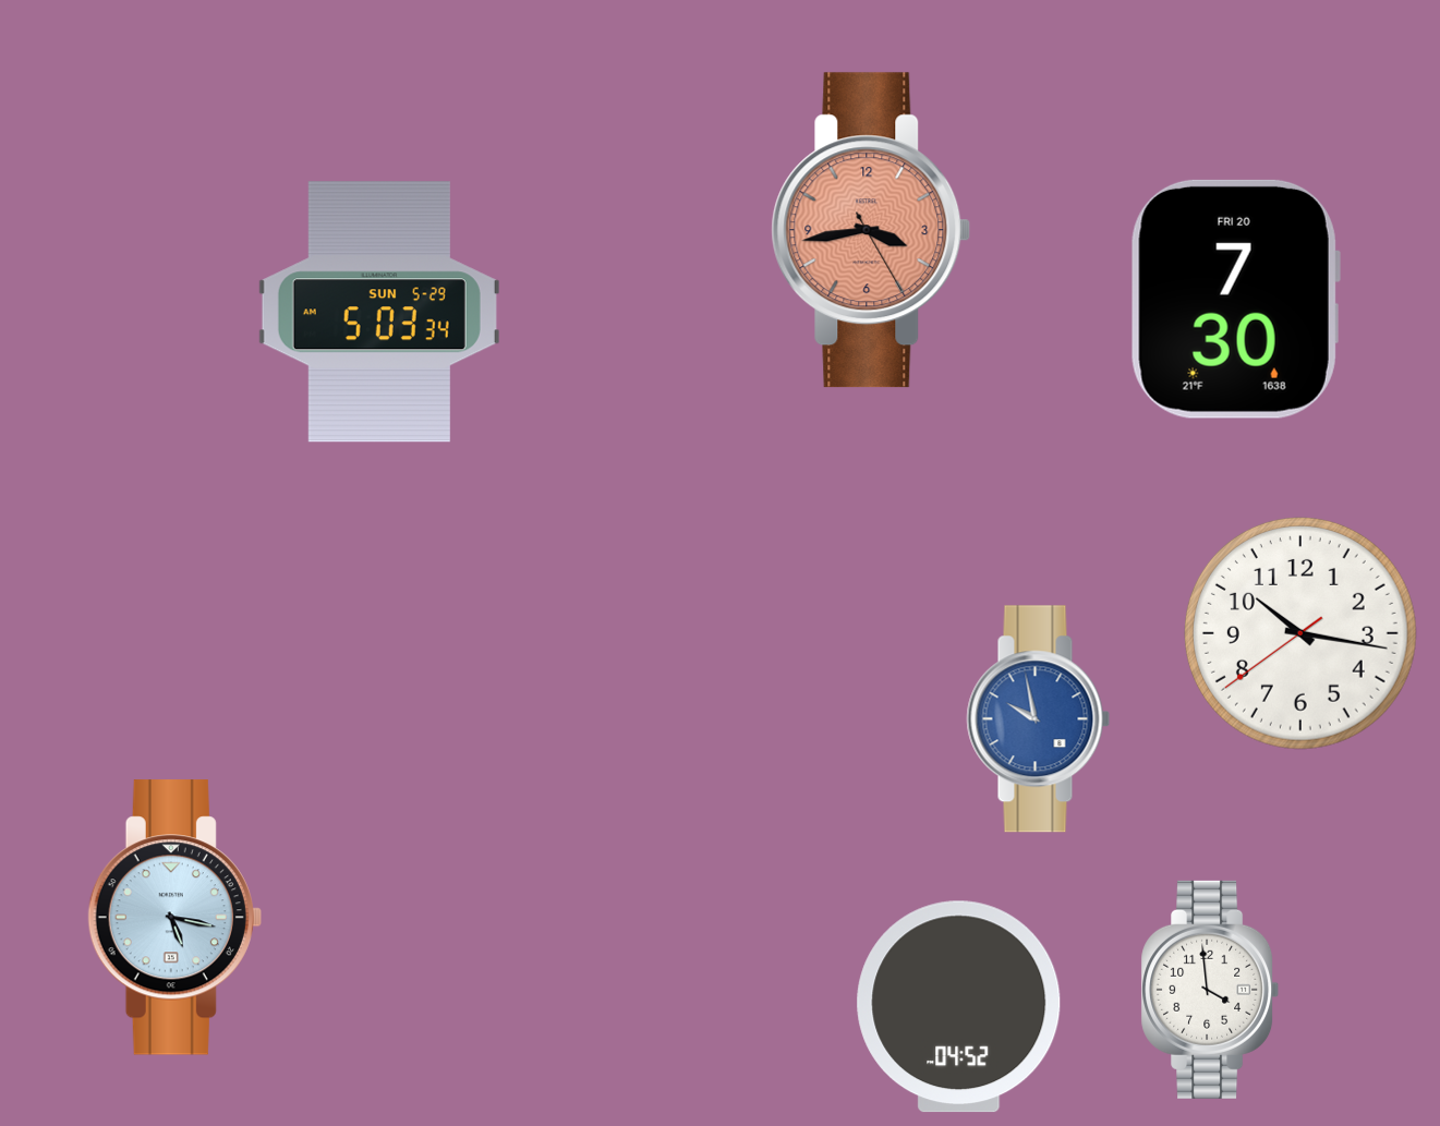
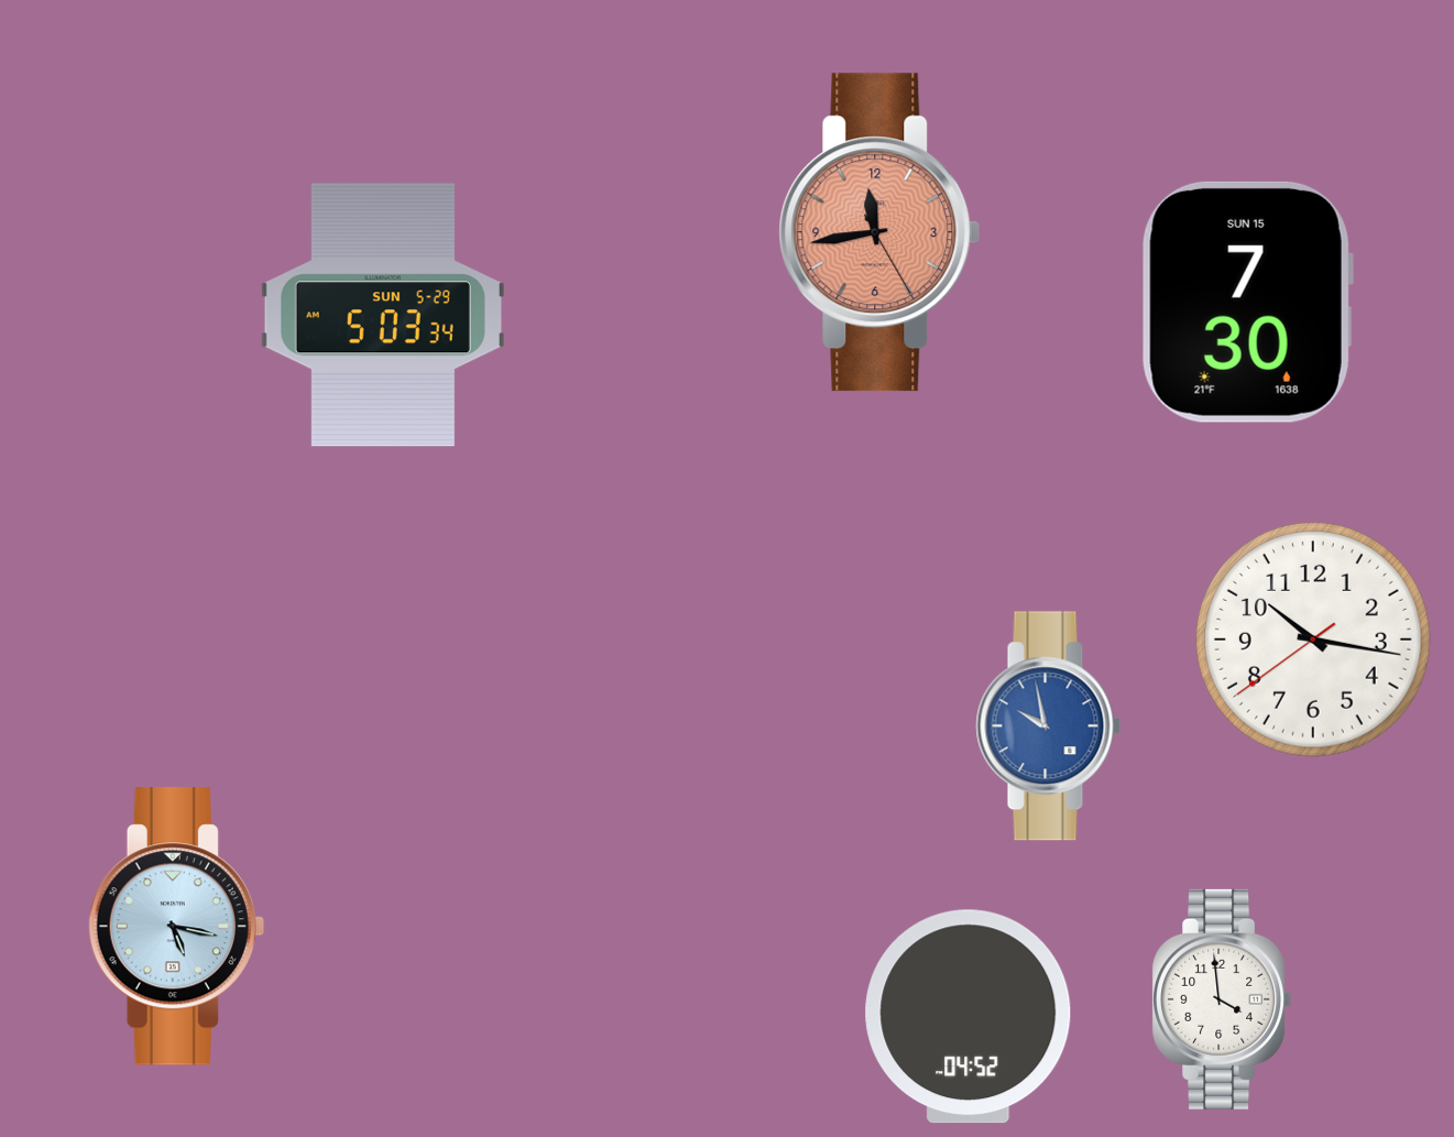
clock at (871, 230): 3:43 -> 11:43
clock at (1235, 299) date: FRI 20 -> SUN 15
